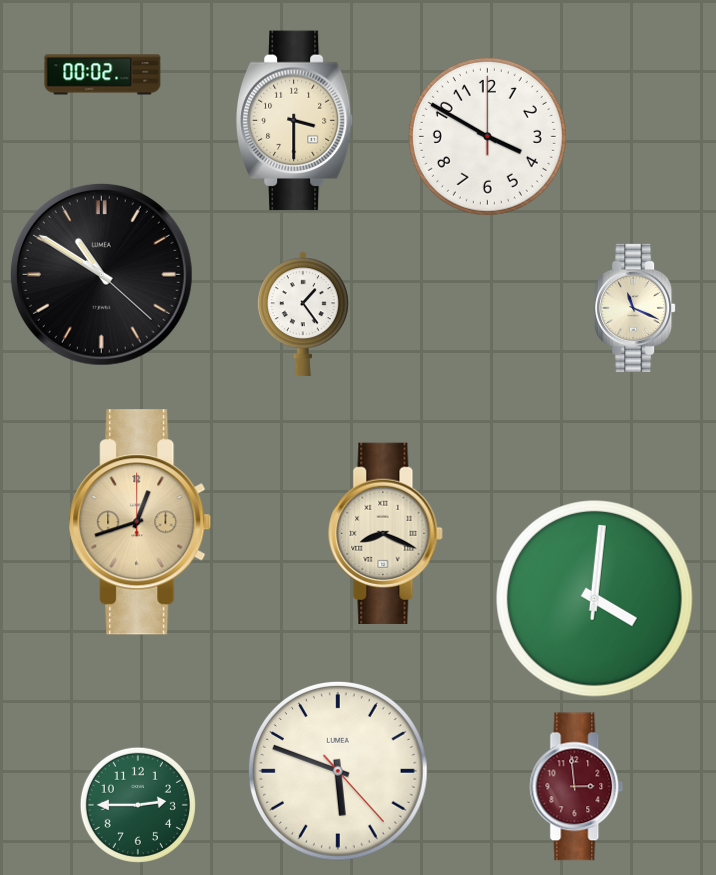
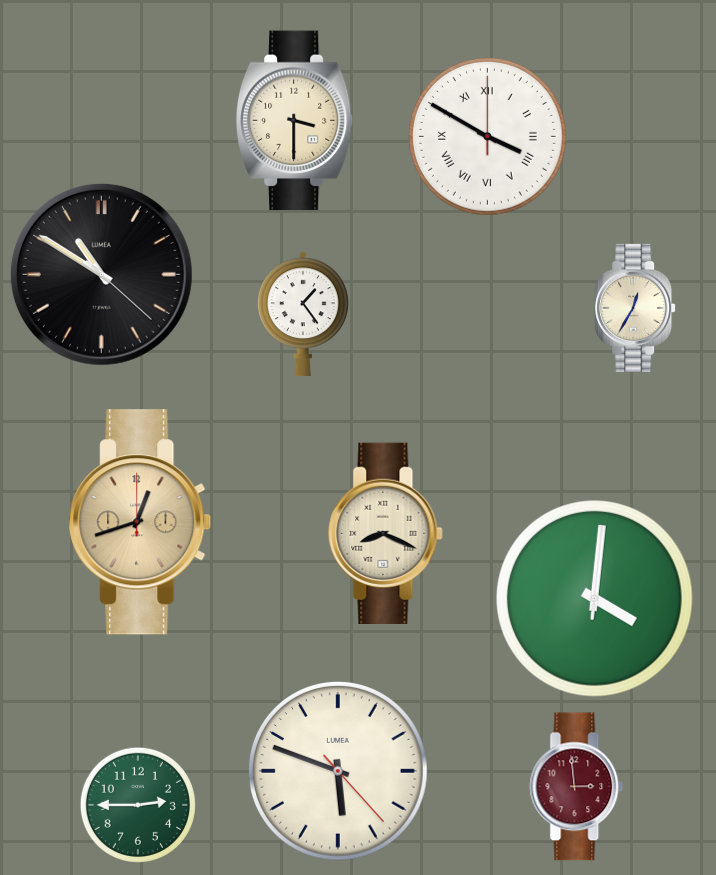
clock at (103, 75): 00:02 -> none
clock at (487, 136) numerals: Arabic -> Roman
clock at (635, 308): 11:19 -> 12:35
